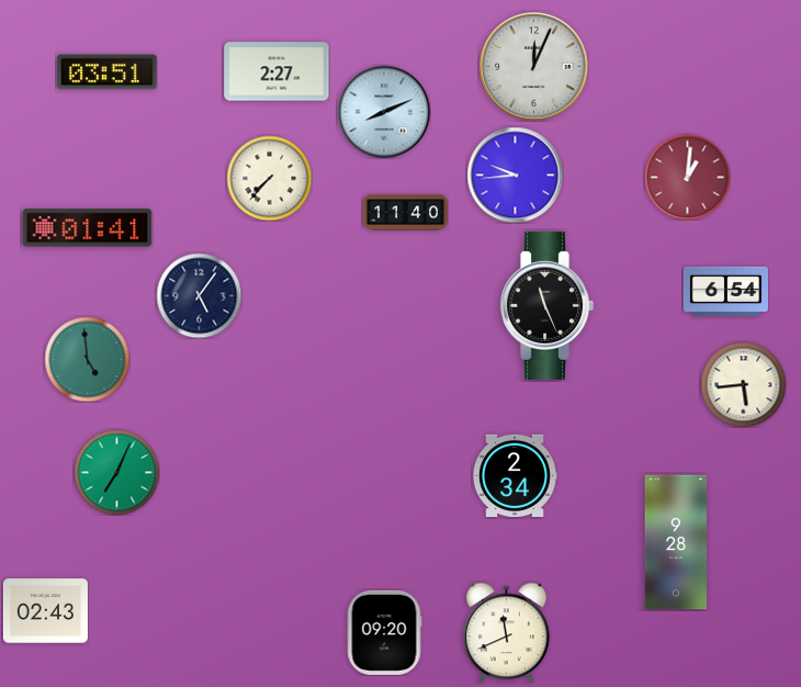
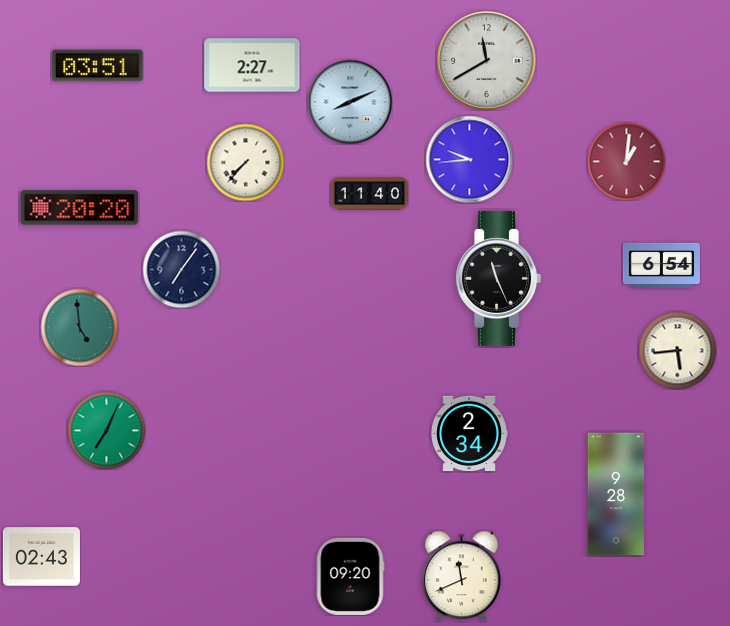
clock at (534, 67): 12:04 -> 11:40
clock at (88, 228): 01:41 -> 20:20
clock at (199, 295): 5:06 -> 7:06
